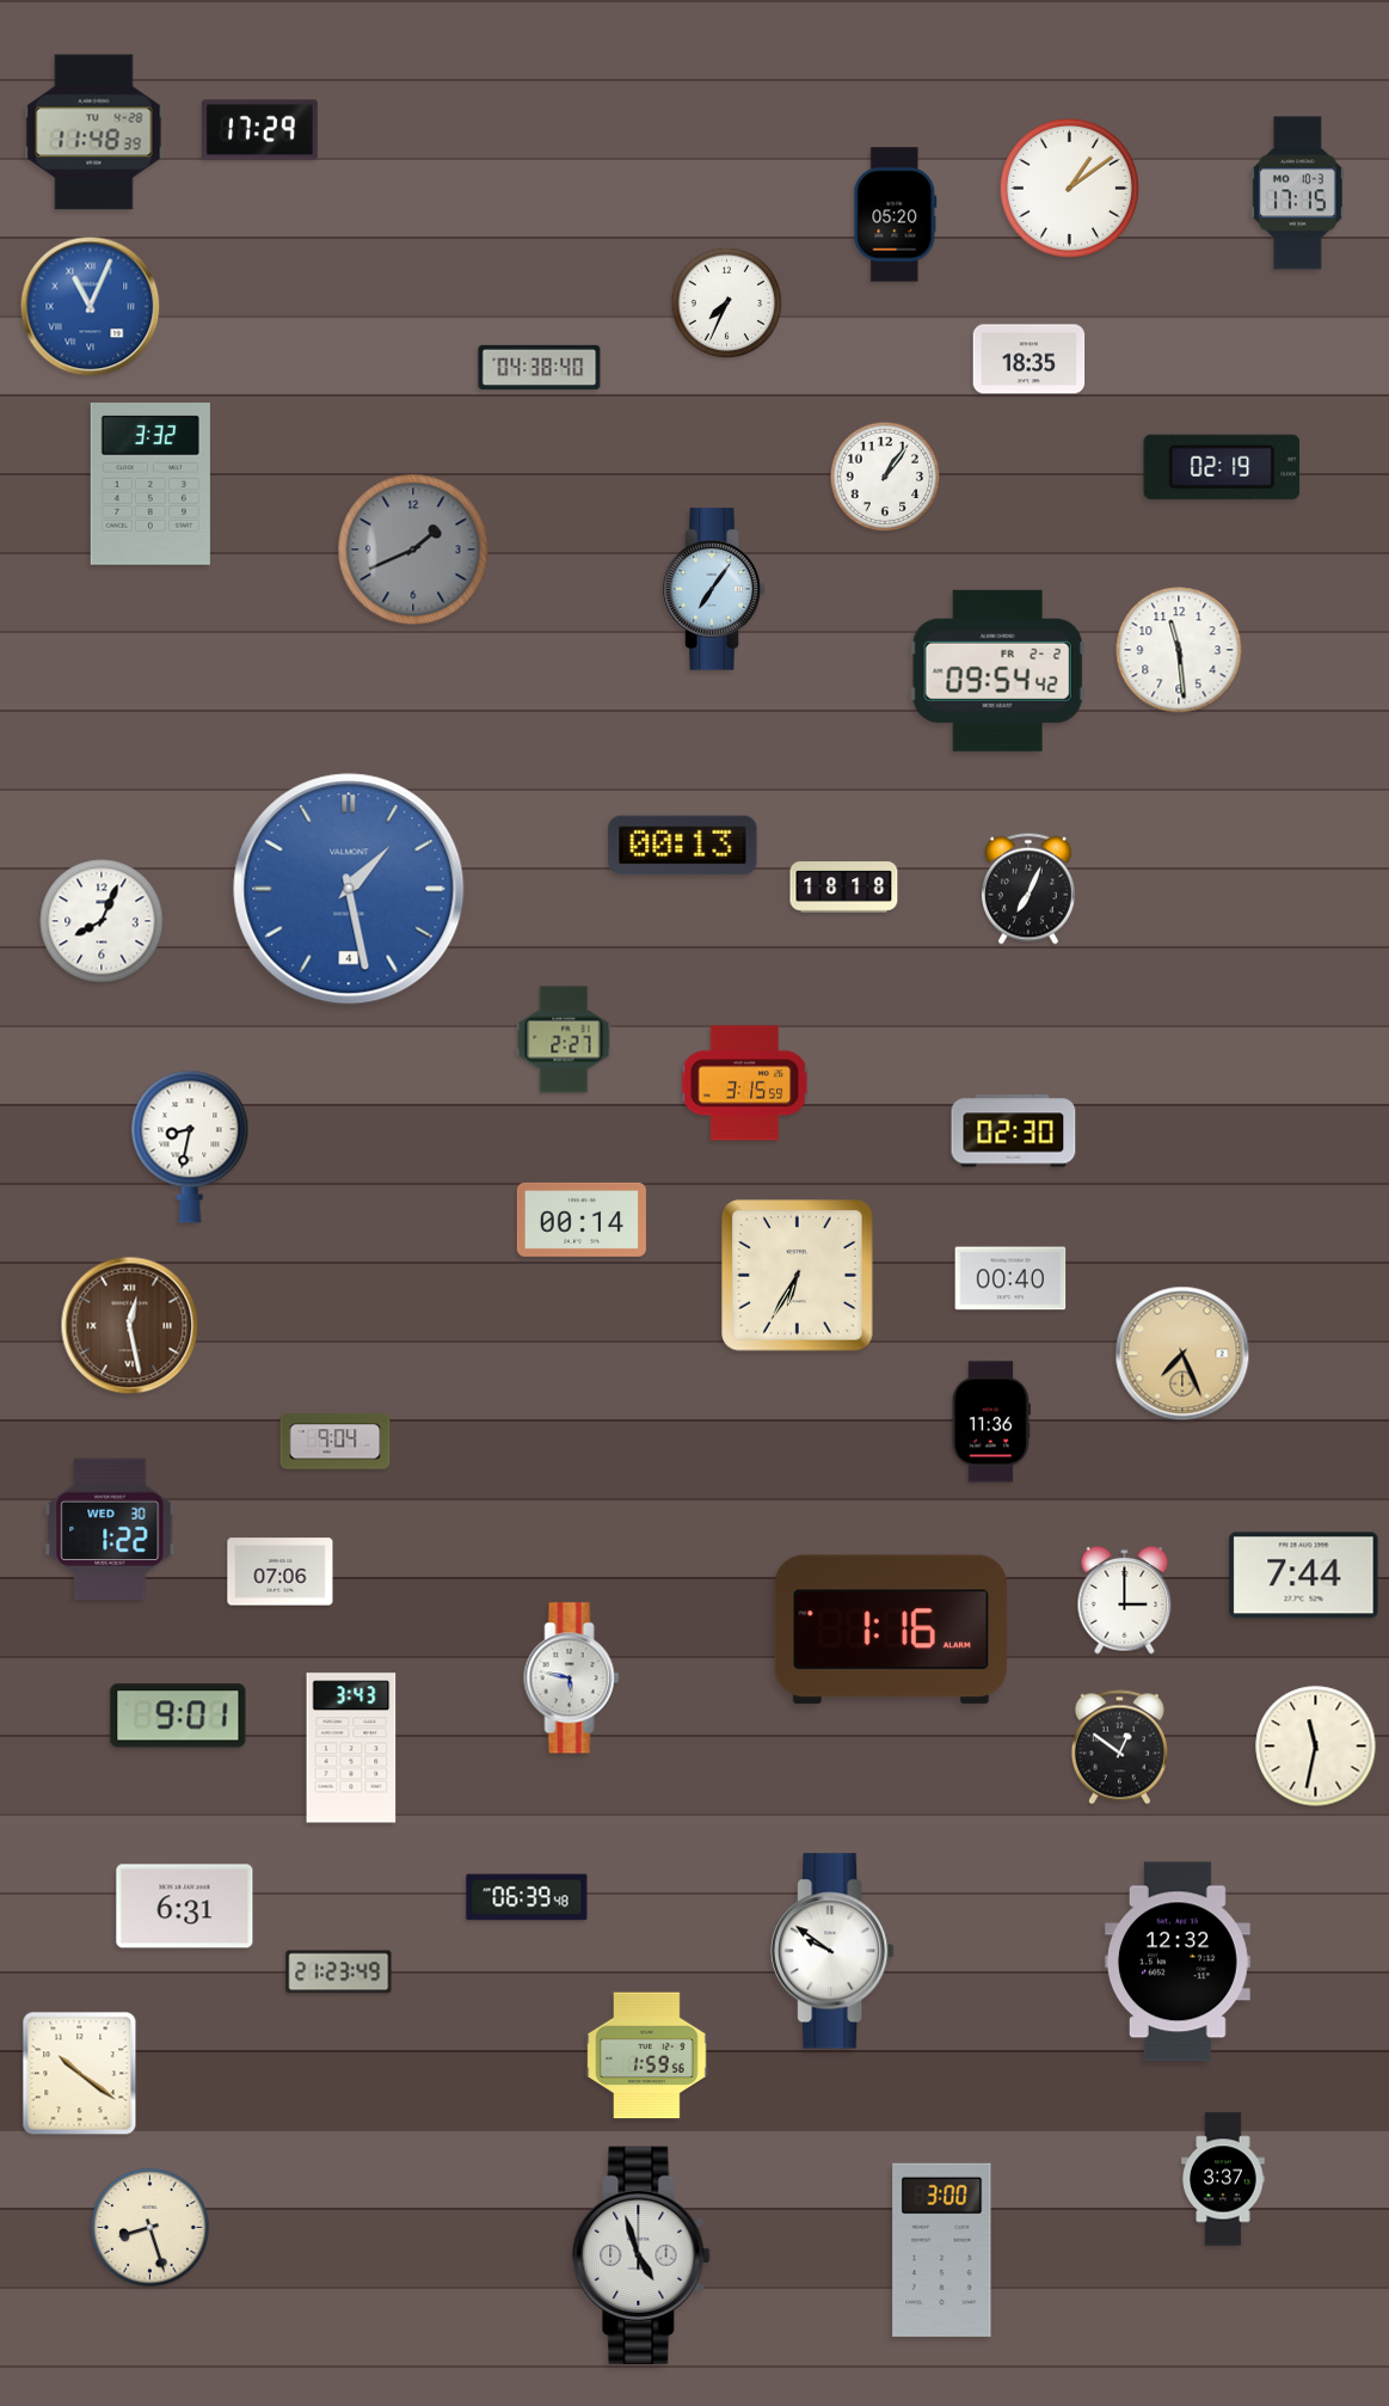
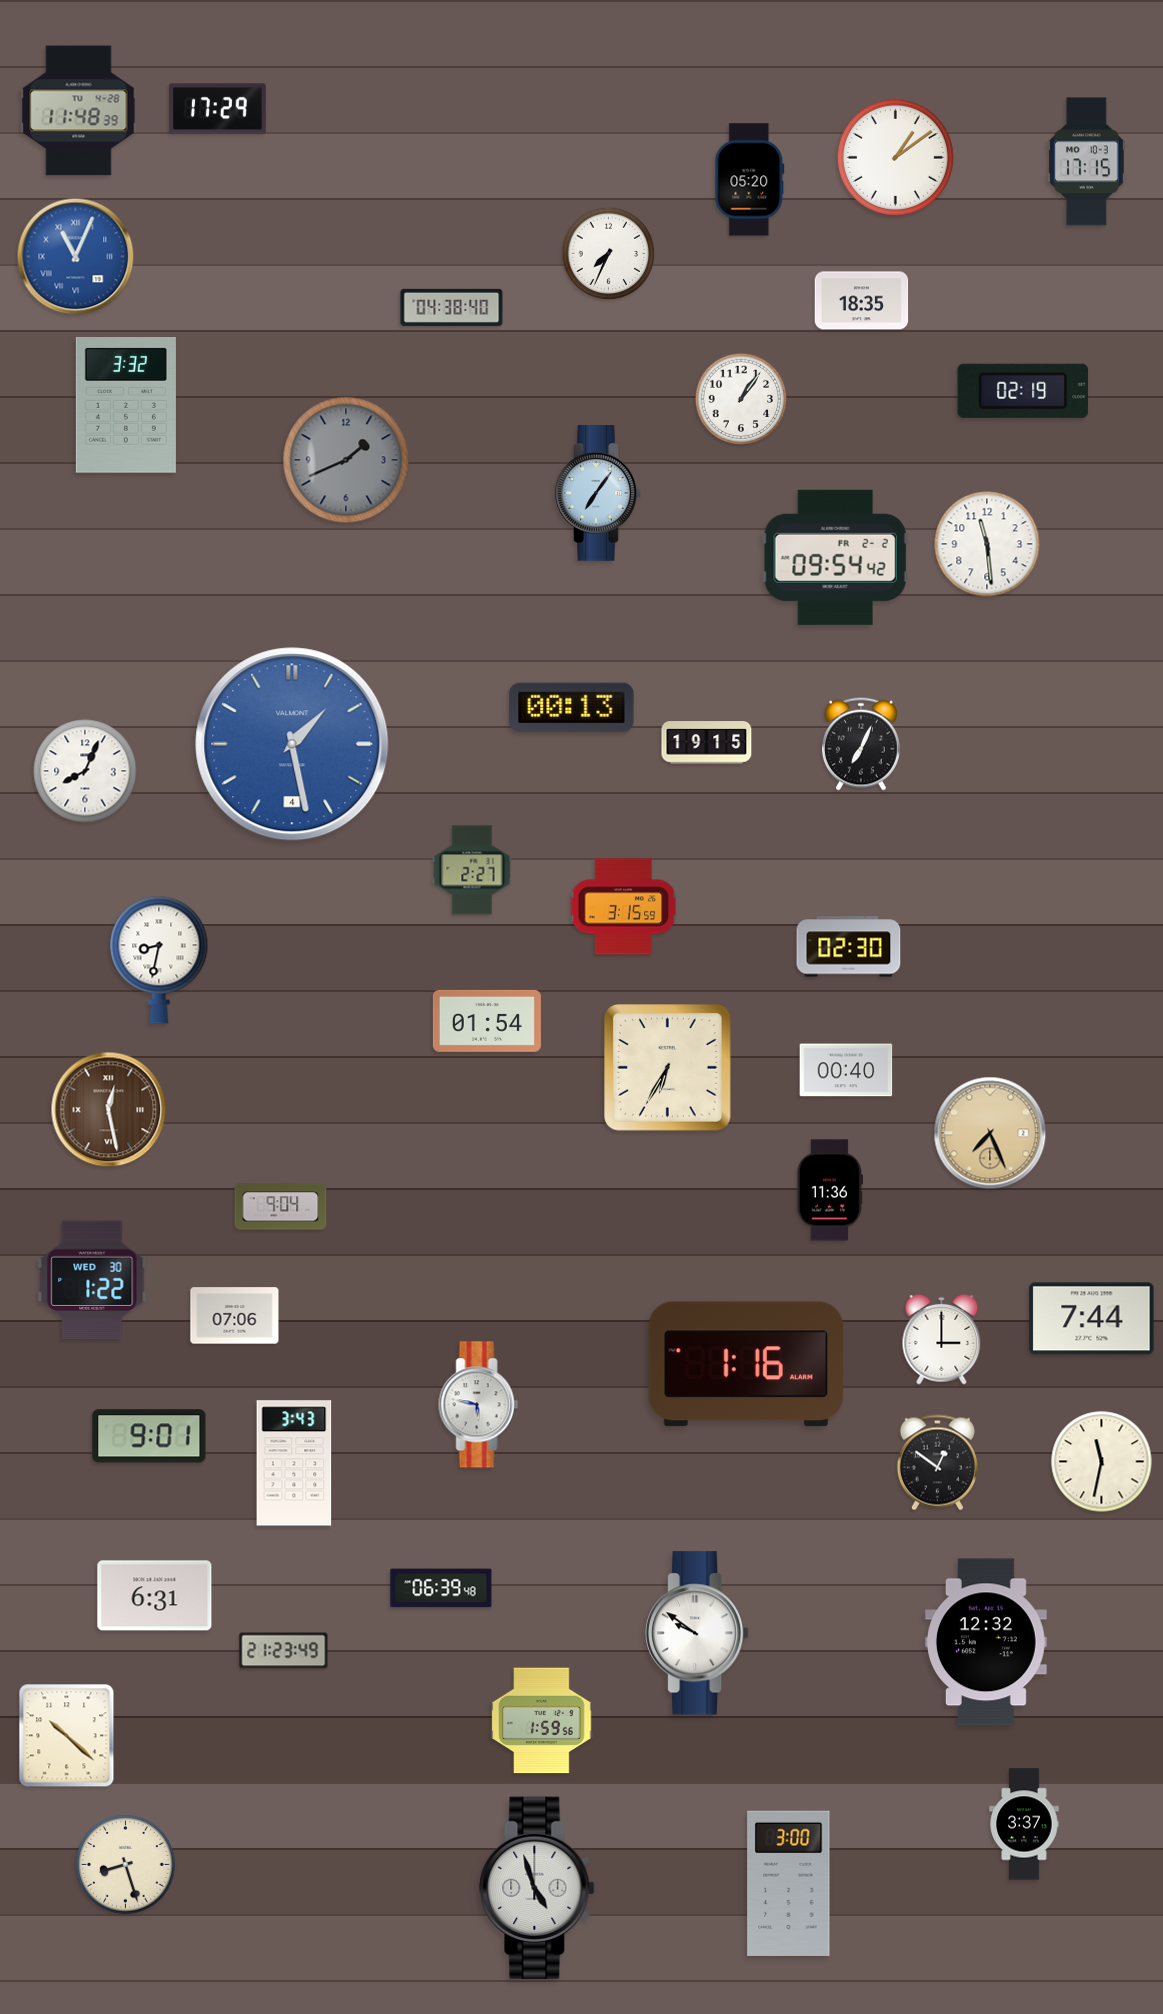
clock at (997, 670) position: (997, 670) -> (835, 557)
clock at (844, 888): 18:18 -> 19:15
clock at (582, 1220): 00:14 -> 01:54
clock at (80, 2074): 10:21 -> 10:22
